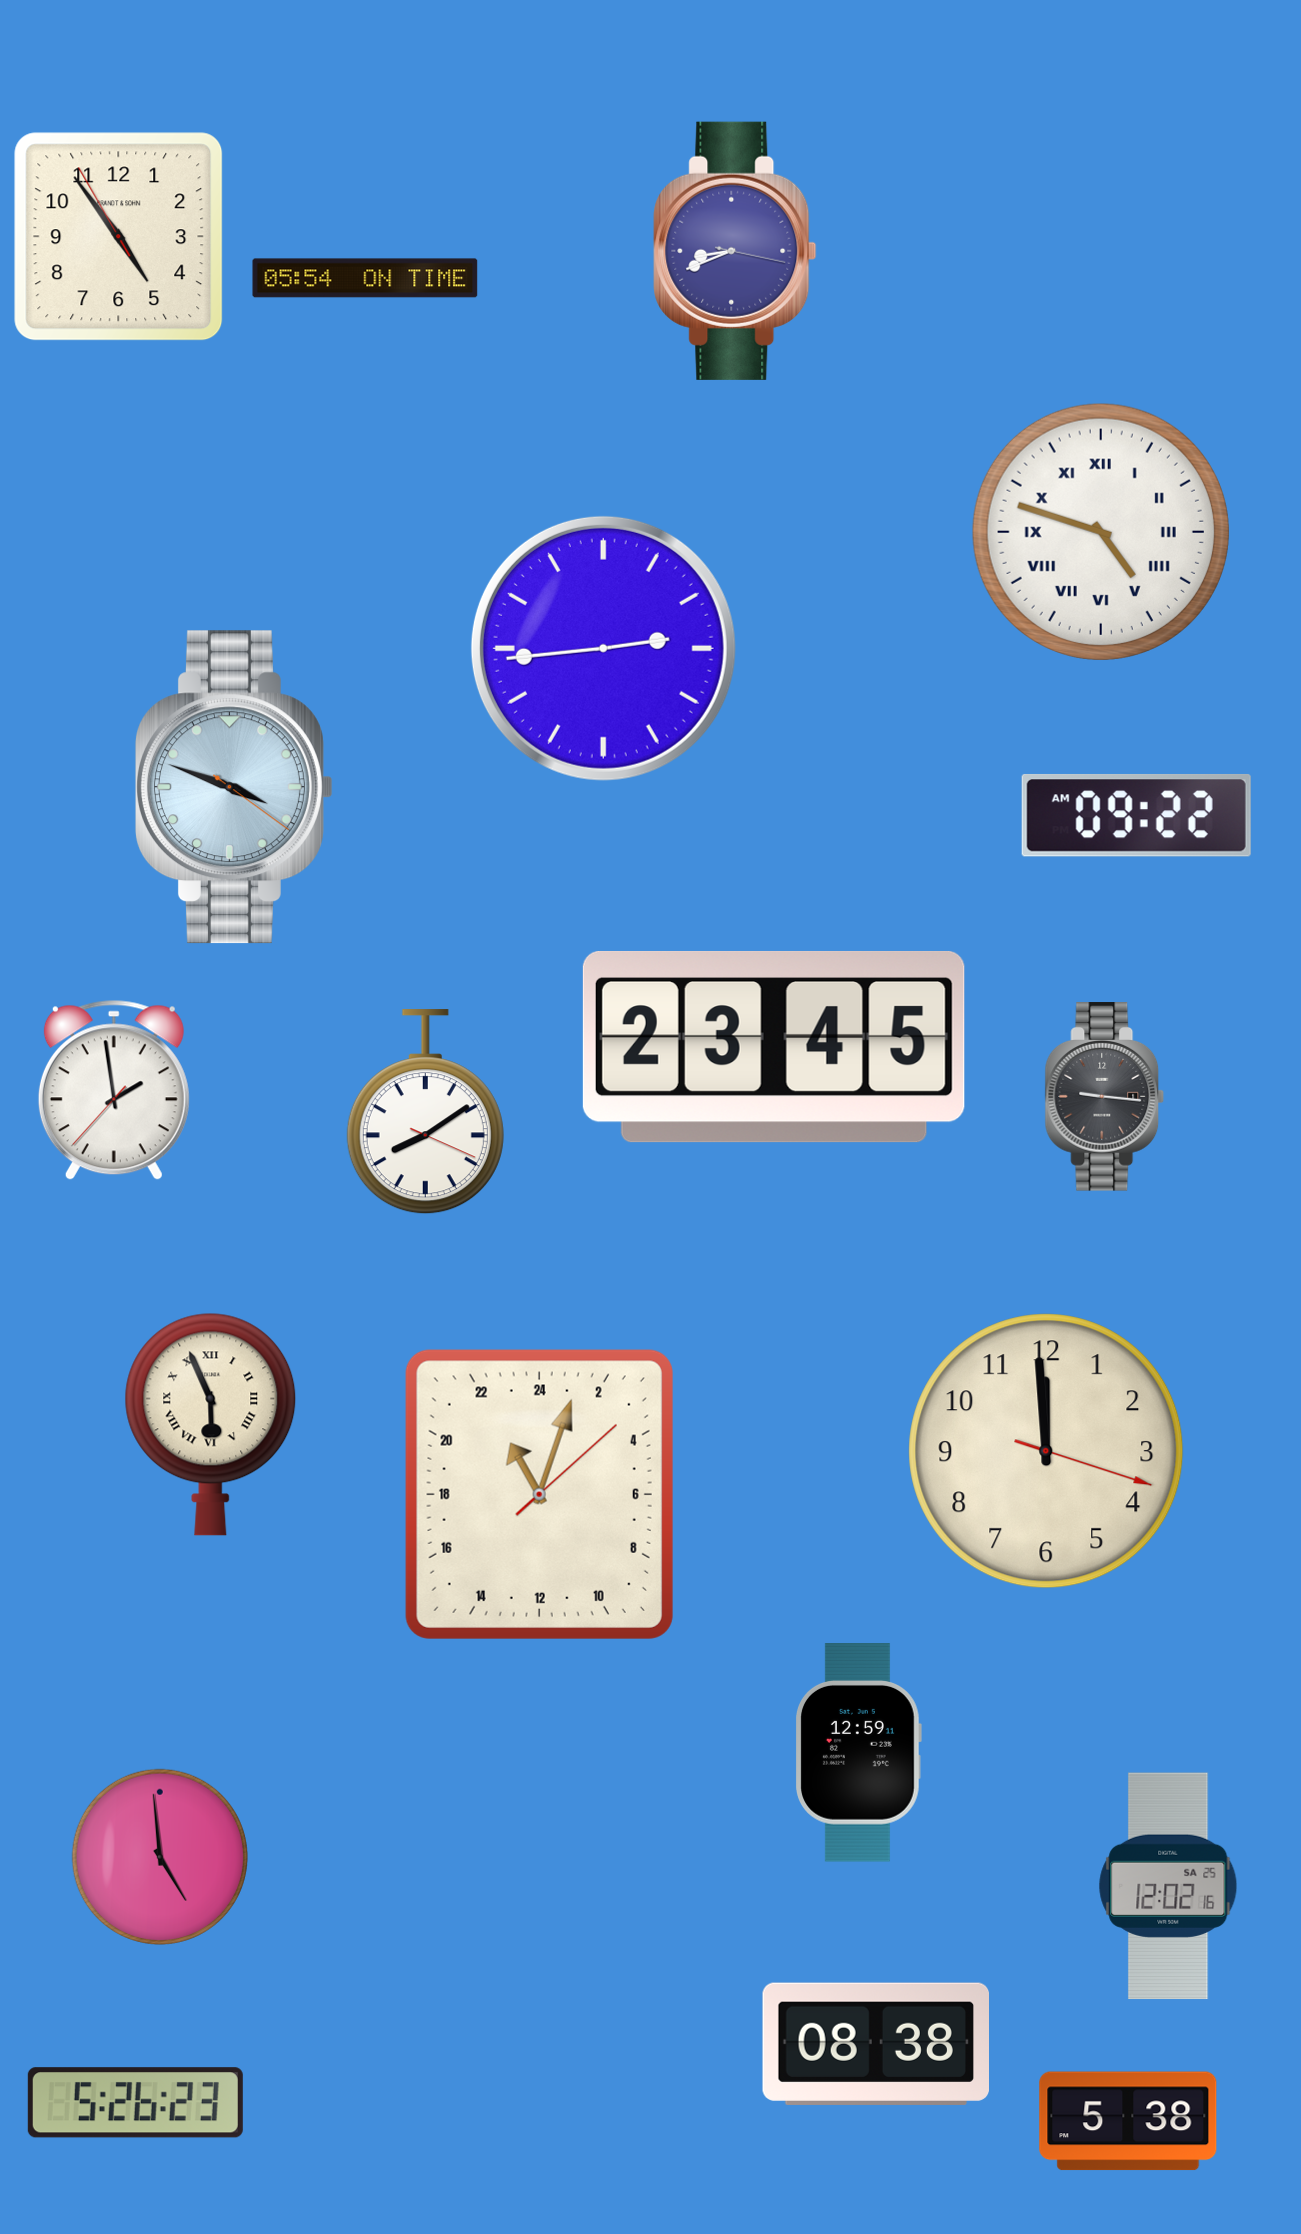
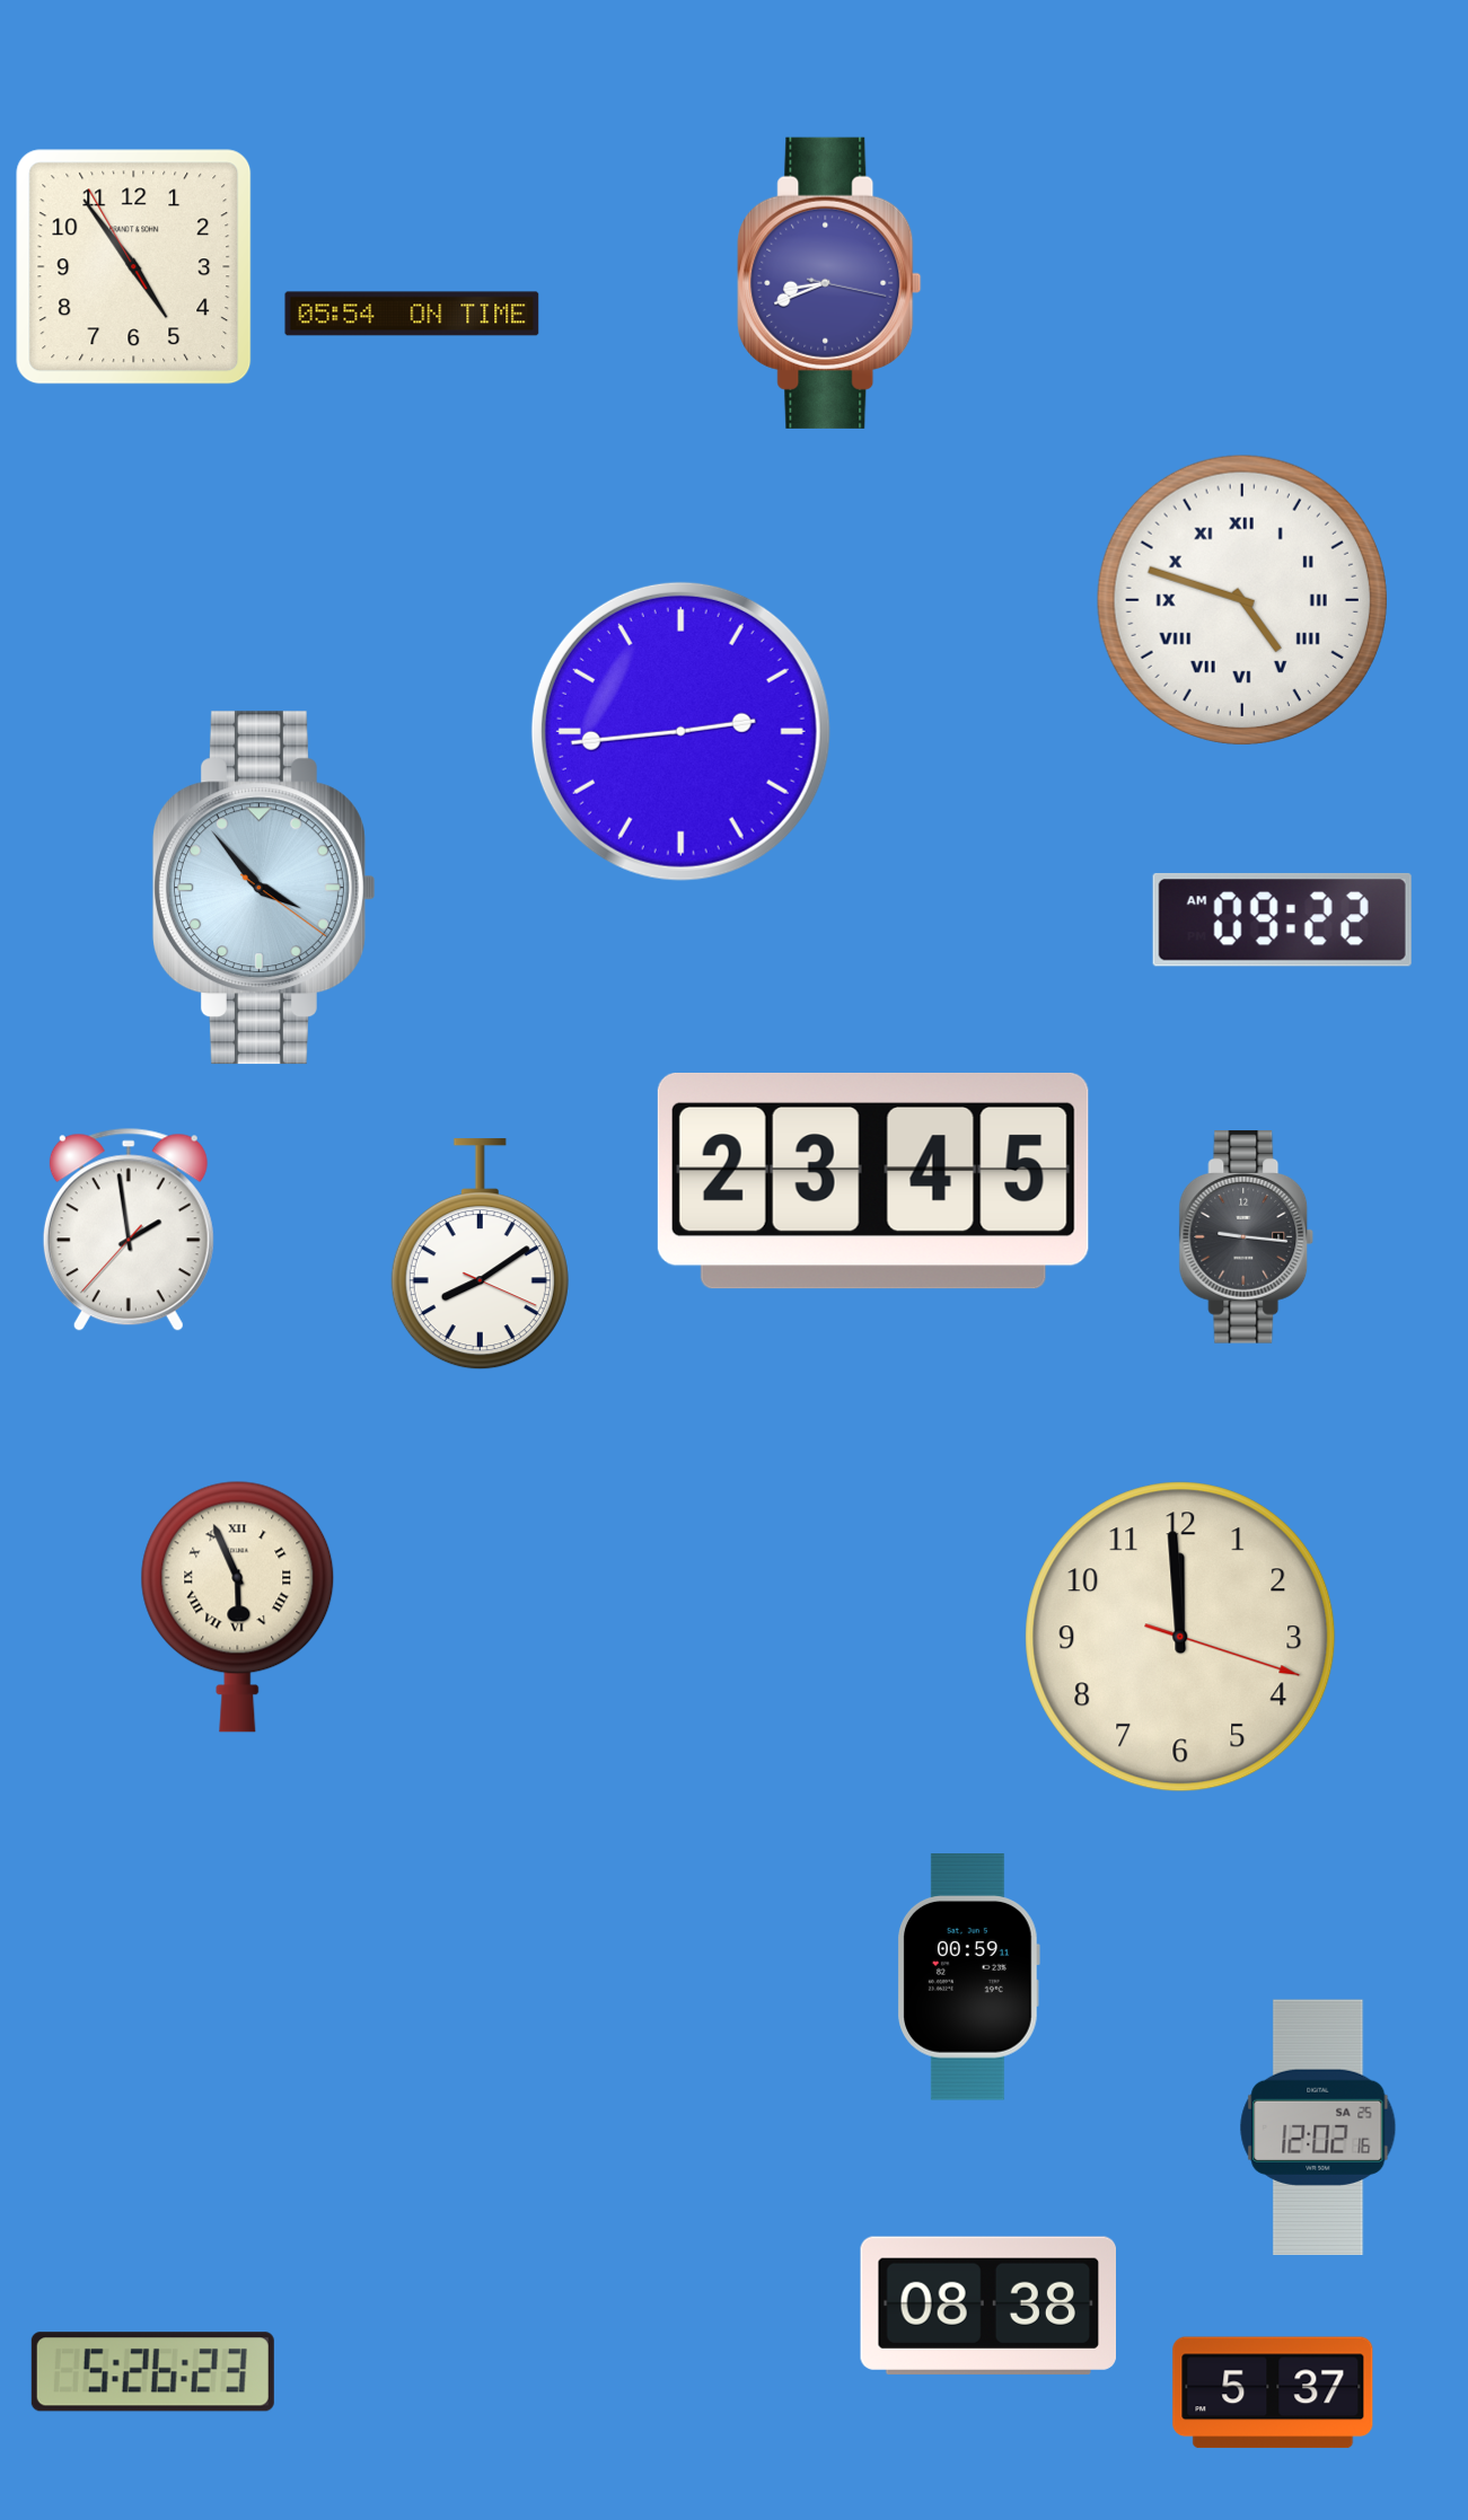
clock at (234, 787): 3:48 -> 3:53
clock at (539, 1494): 22:03 -> none
clock at (858, 1753): 12:59 -> 00:59
clock at (160, 1857): 4:59 -> none
clock at (1128, 2121): 5:38 -> 5:37
